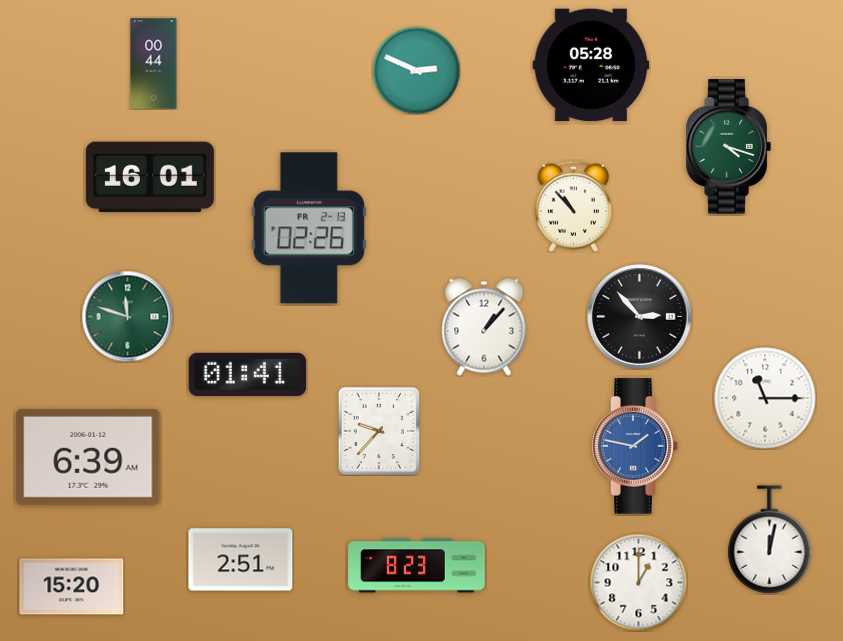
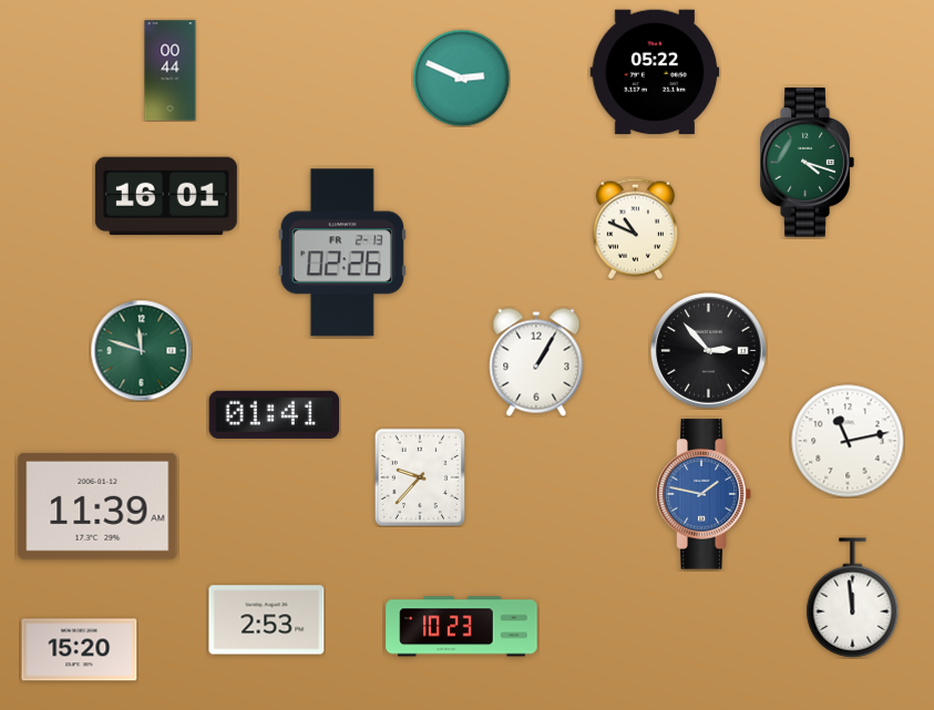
clock at (591, 65): 05:28 -> 05:22
clock at (573, 206): 10:53 -> 10:49
clock at (484, 327): 1:07 -> 1:05
clock at (765, 398): 11:15 -> 11:13
clock at (88, 457): 6:39 -> 11:39
clock at (770, 540): 12:02 -> 11:59
clock at (241, 560): 2:51 -> 2:53
clock at (417, 566): 8:23 -> 10:23
clock at (638, 582): 1:00 -> none
